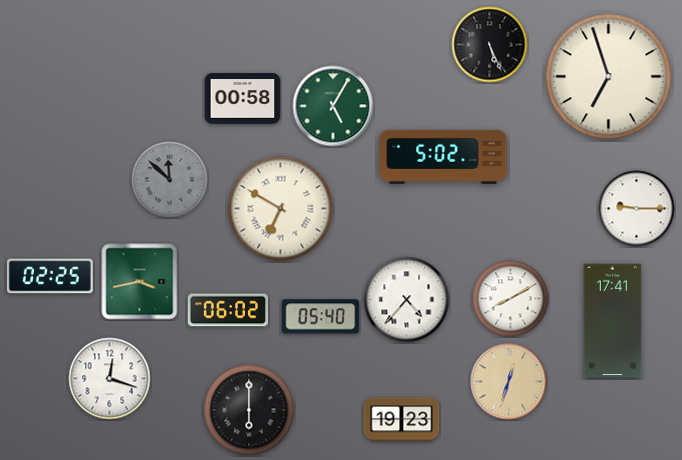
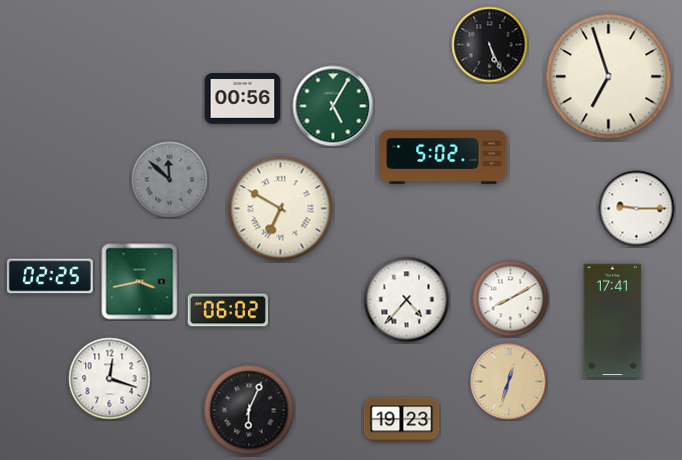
clock at (243, 99): 00:58 -> 00:56
clock at (321, 317): 05:40 -> none
clock at (249, 410): 6:00 -> 6:04
